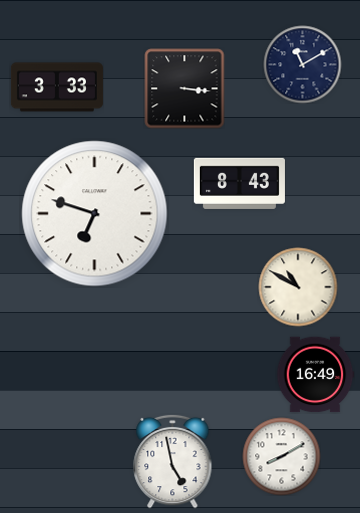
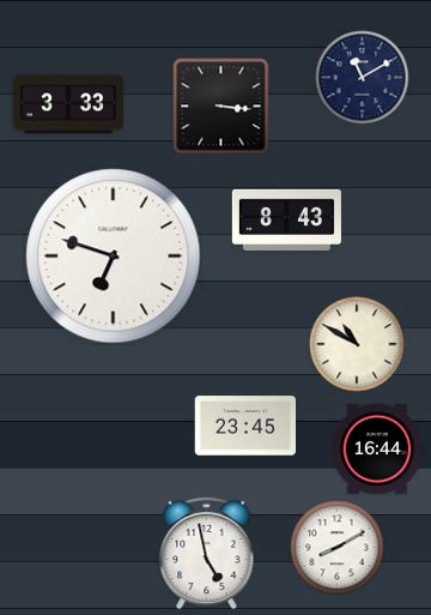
clock at (245, 426): none -> 23:45
clock at (315, 375): 16:49 -> 16:44
